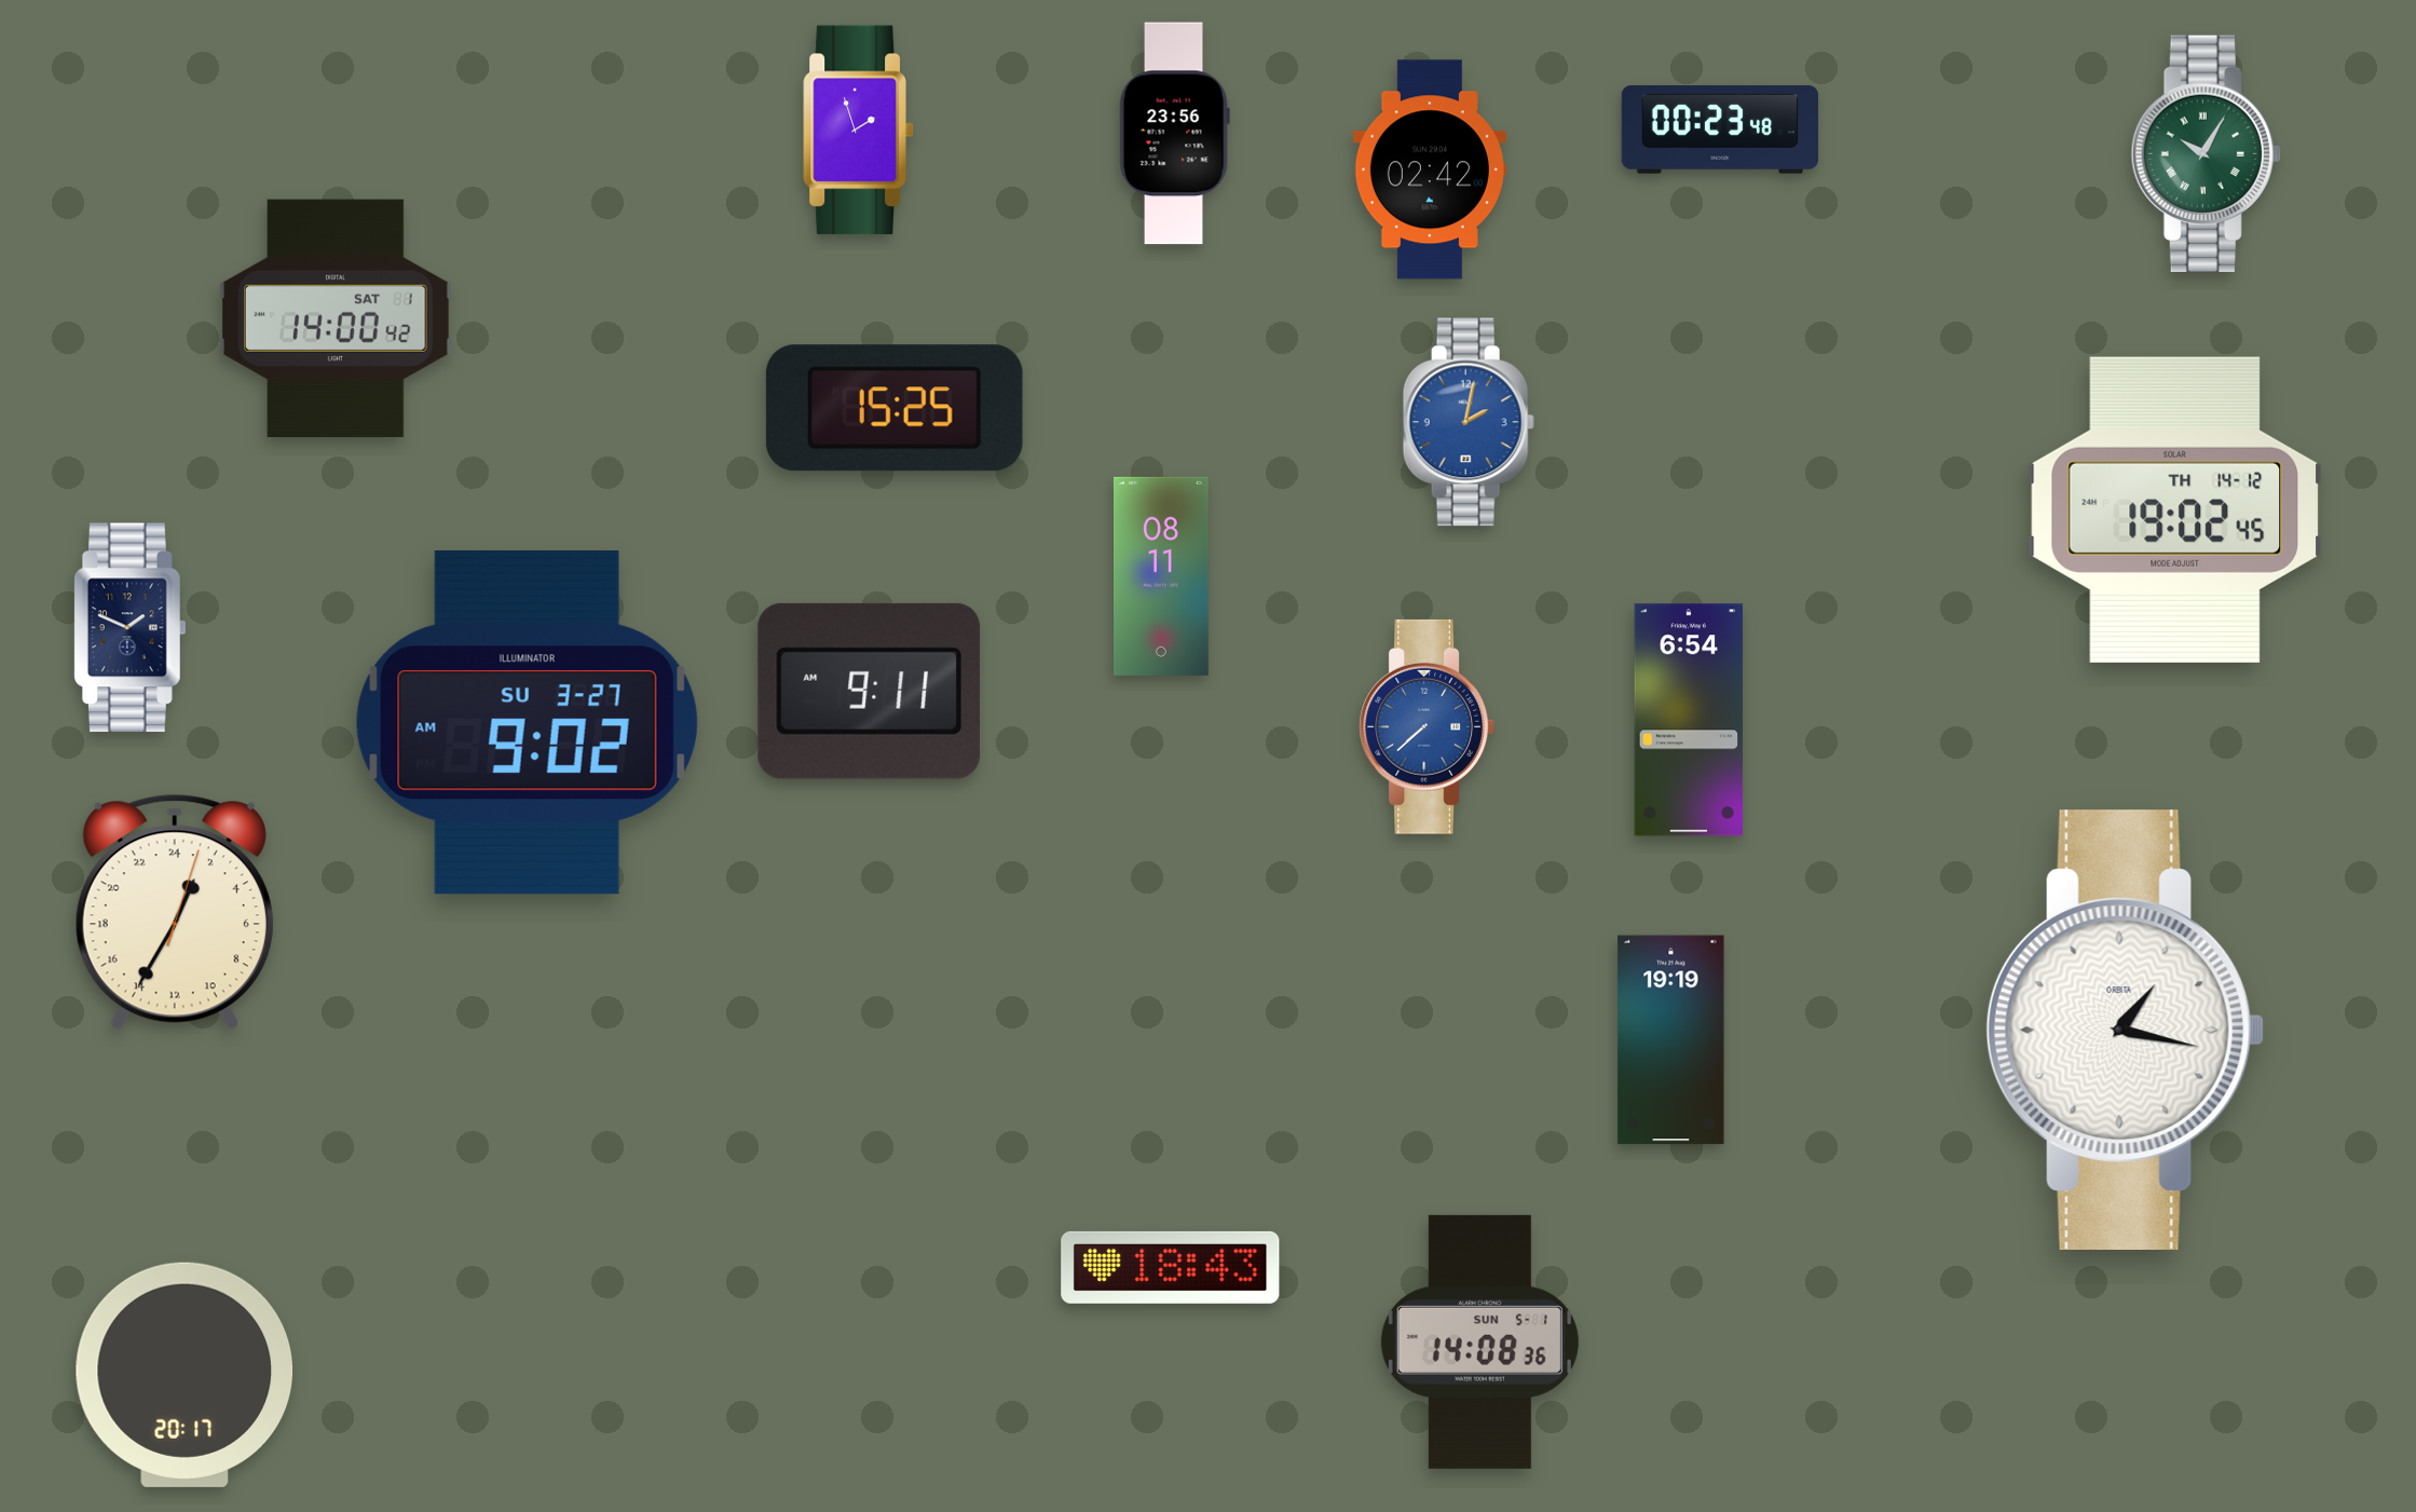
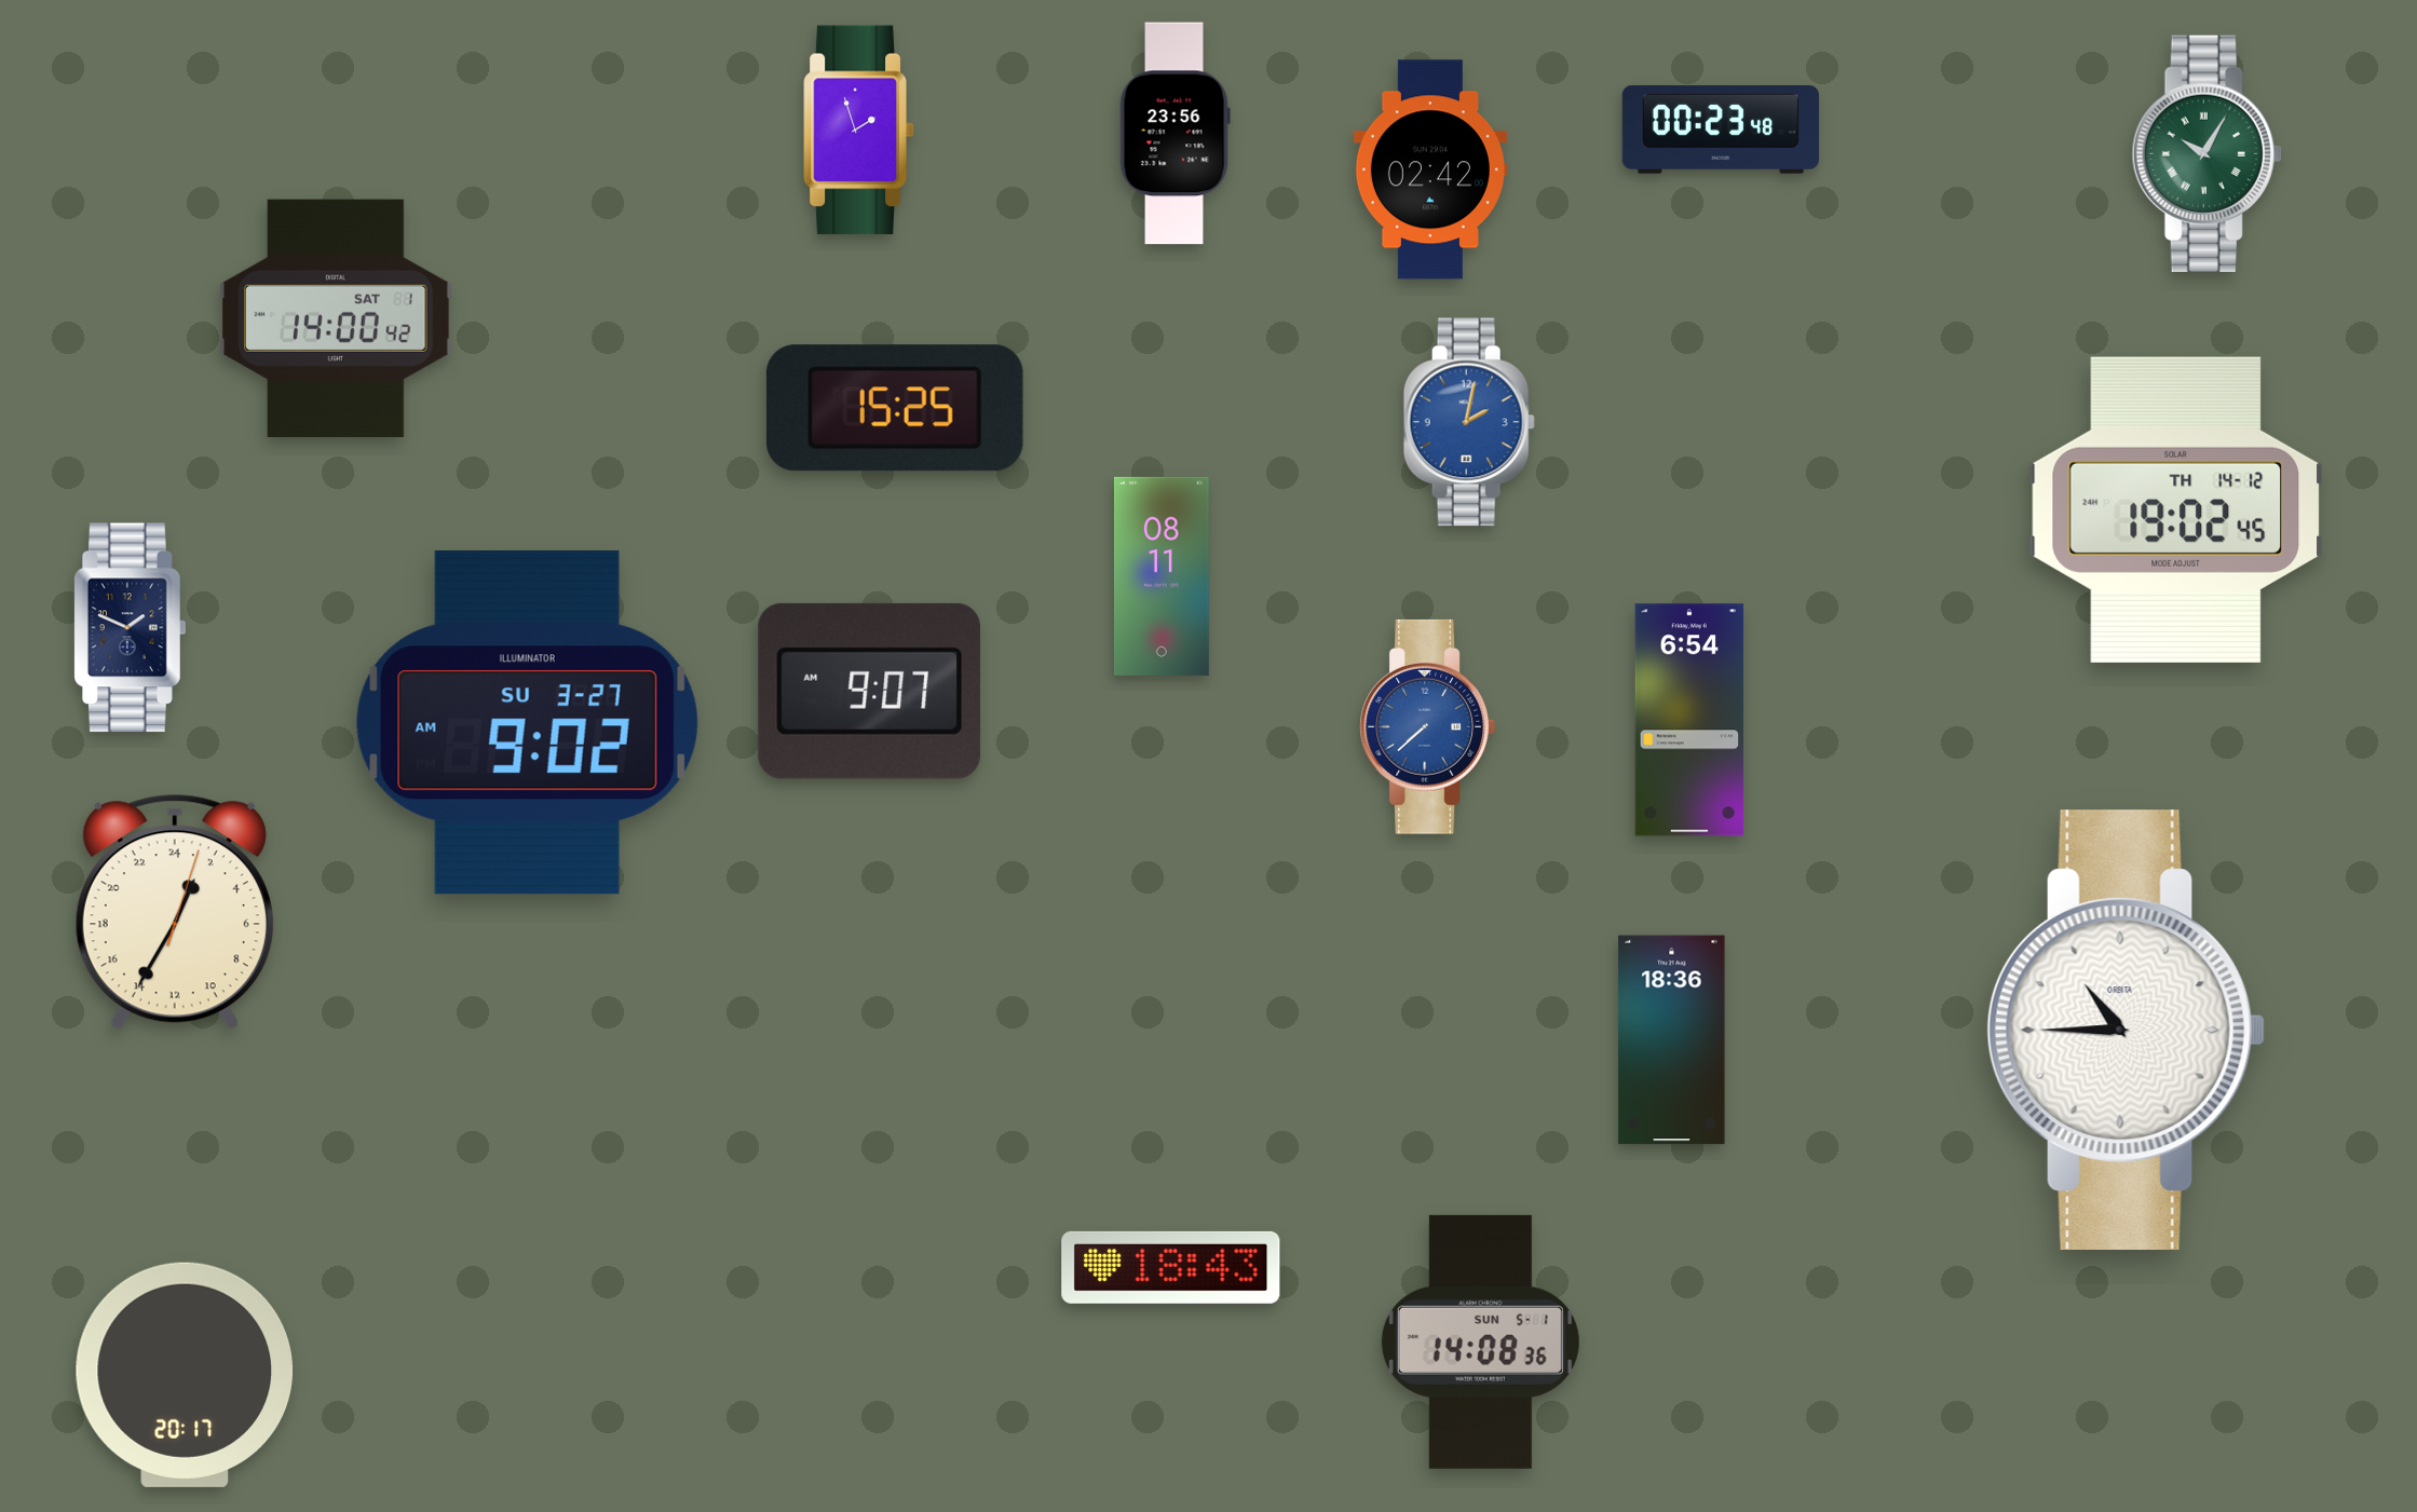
clock at (869, 691): 9:11 -> 9:07
clock at (2125, 1030): 1:17 -> 10:45
clock at (1671, 1040): 19:19 -> 18:36
